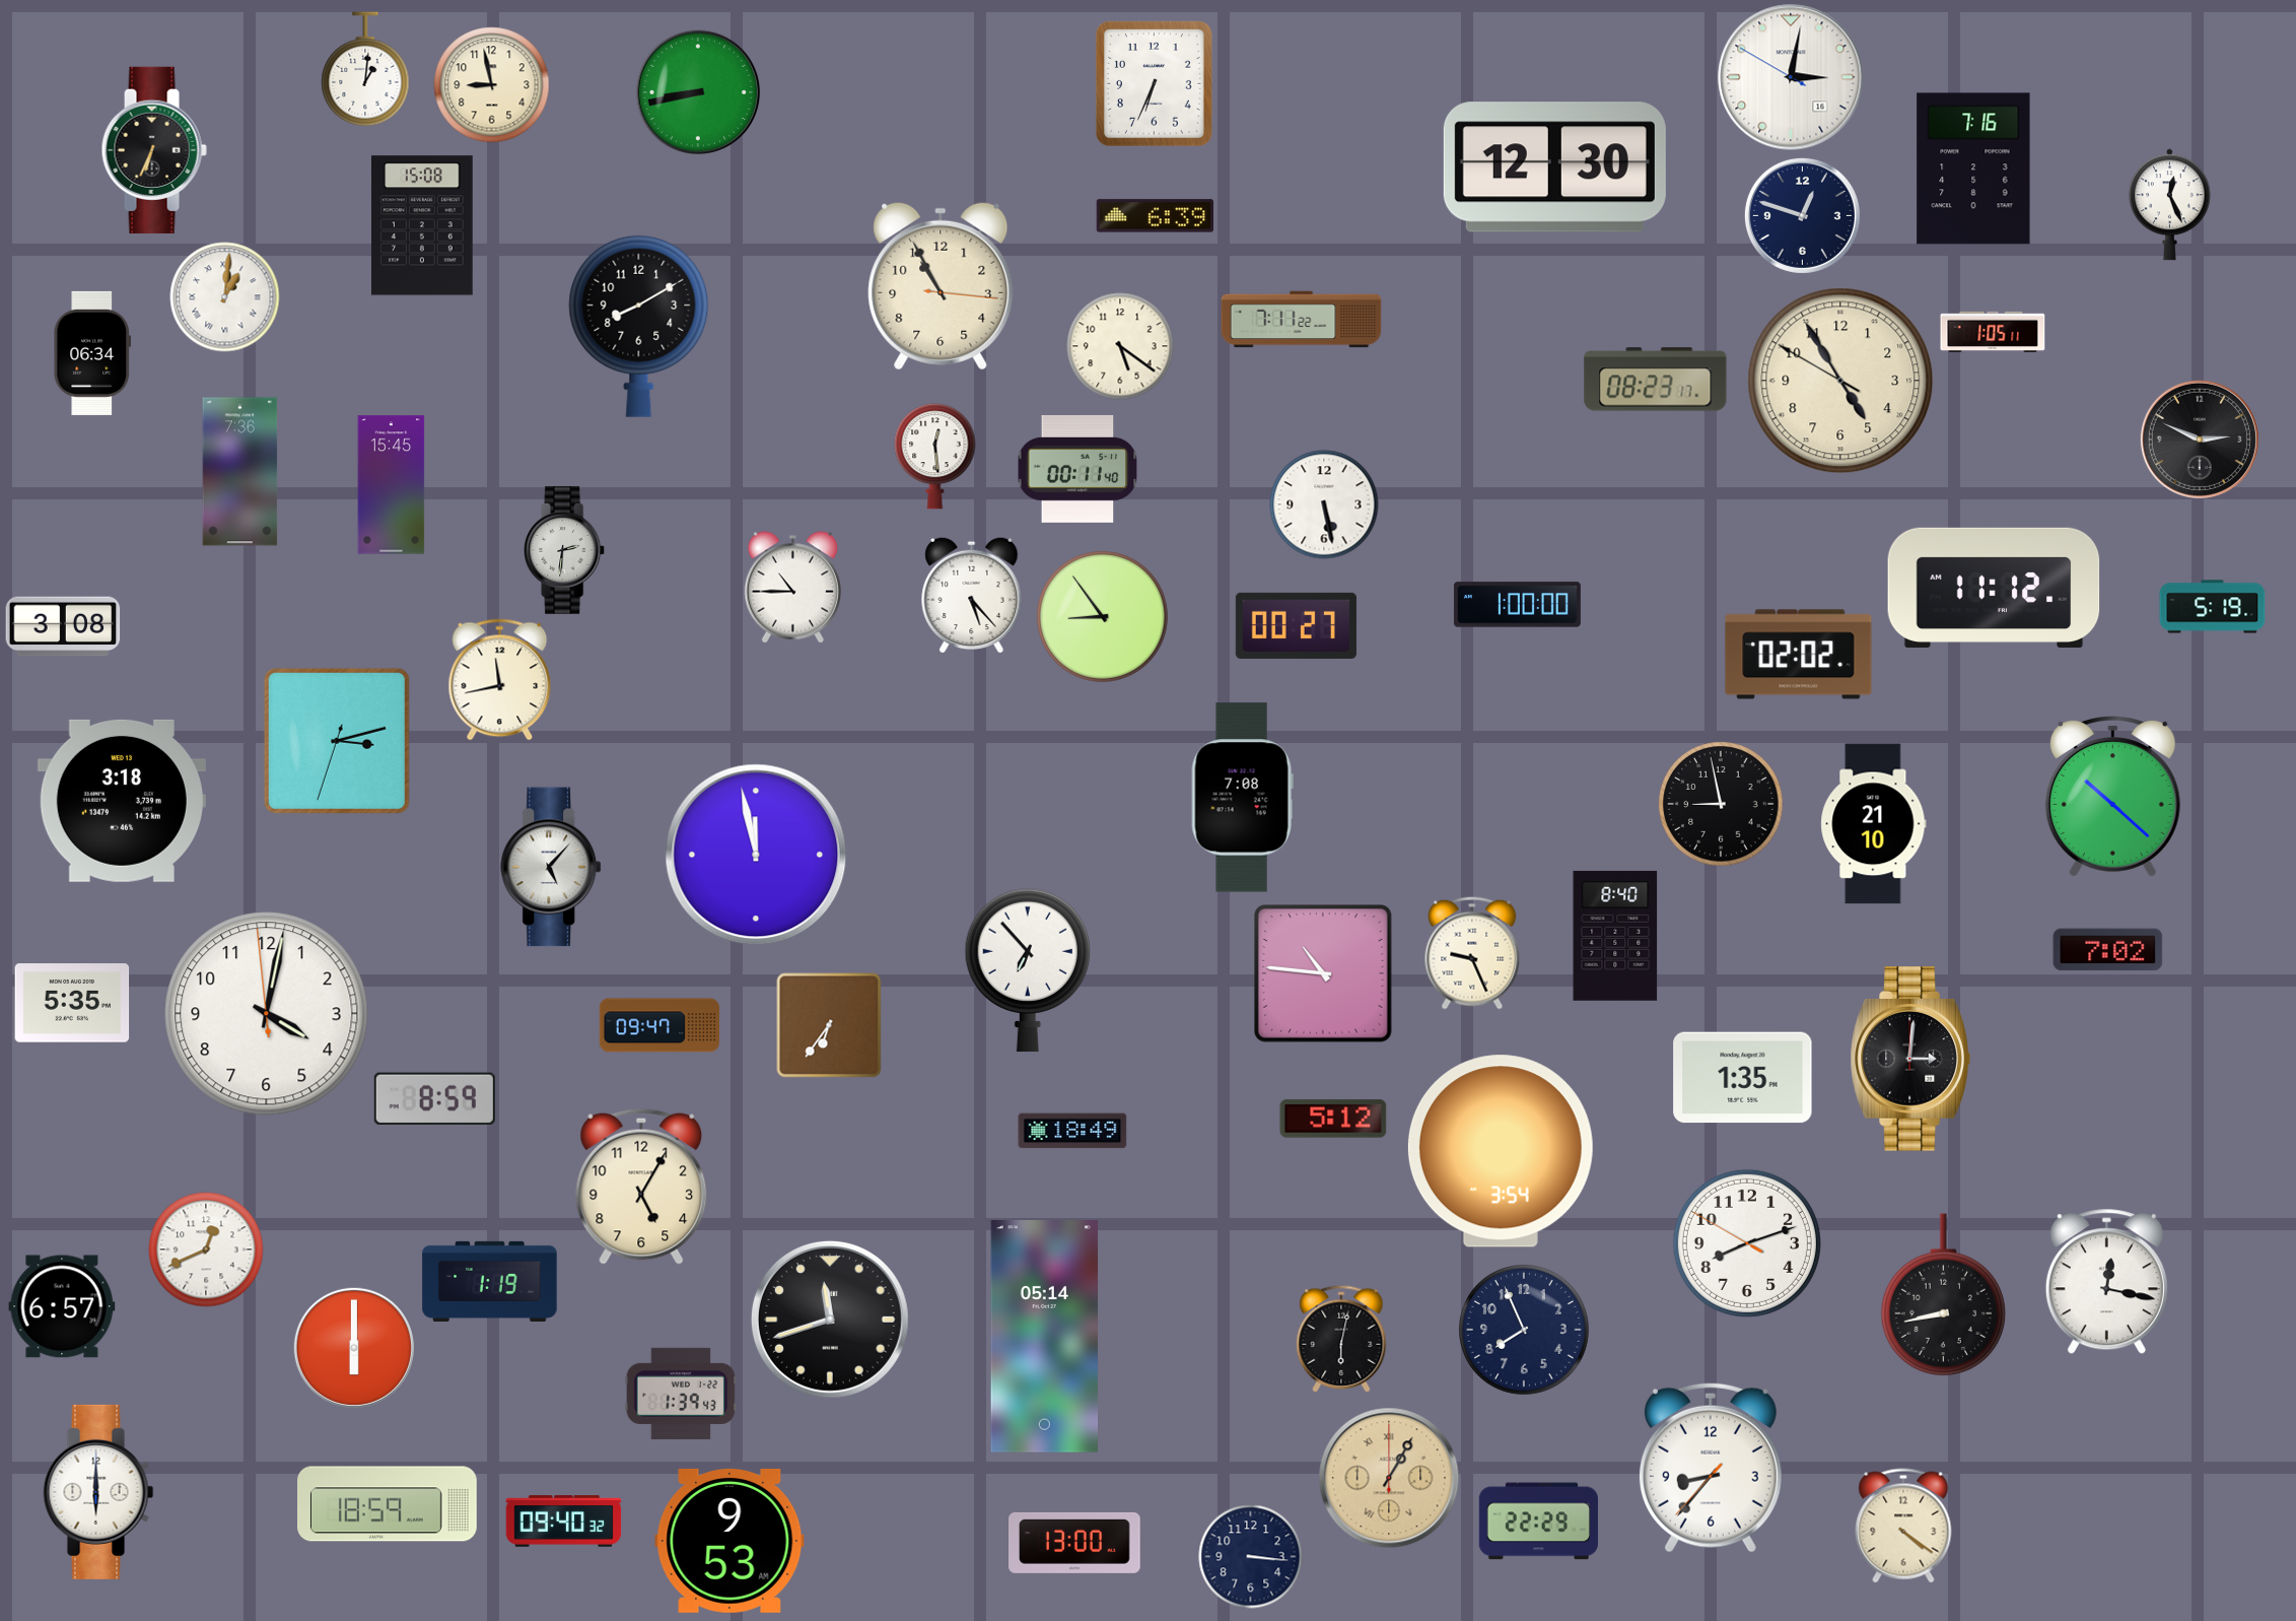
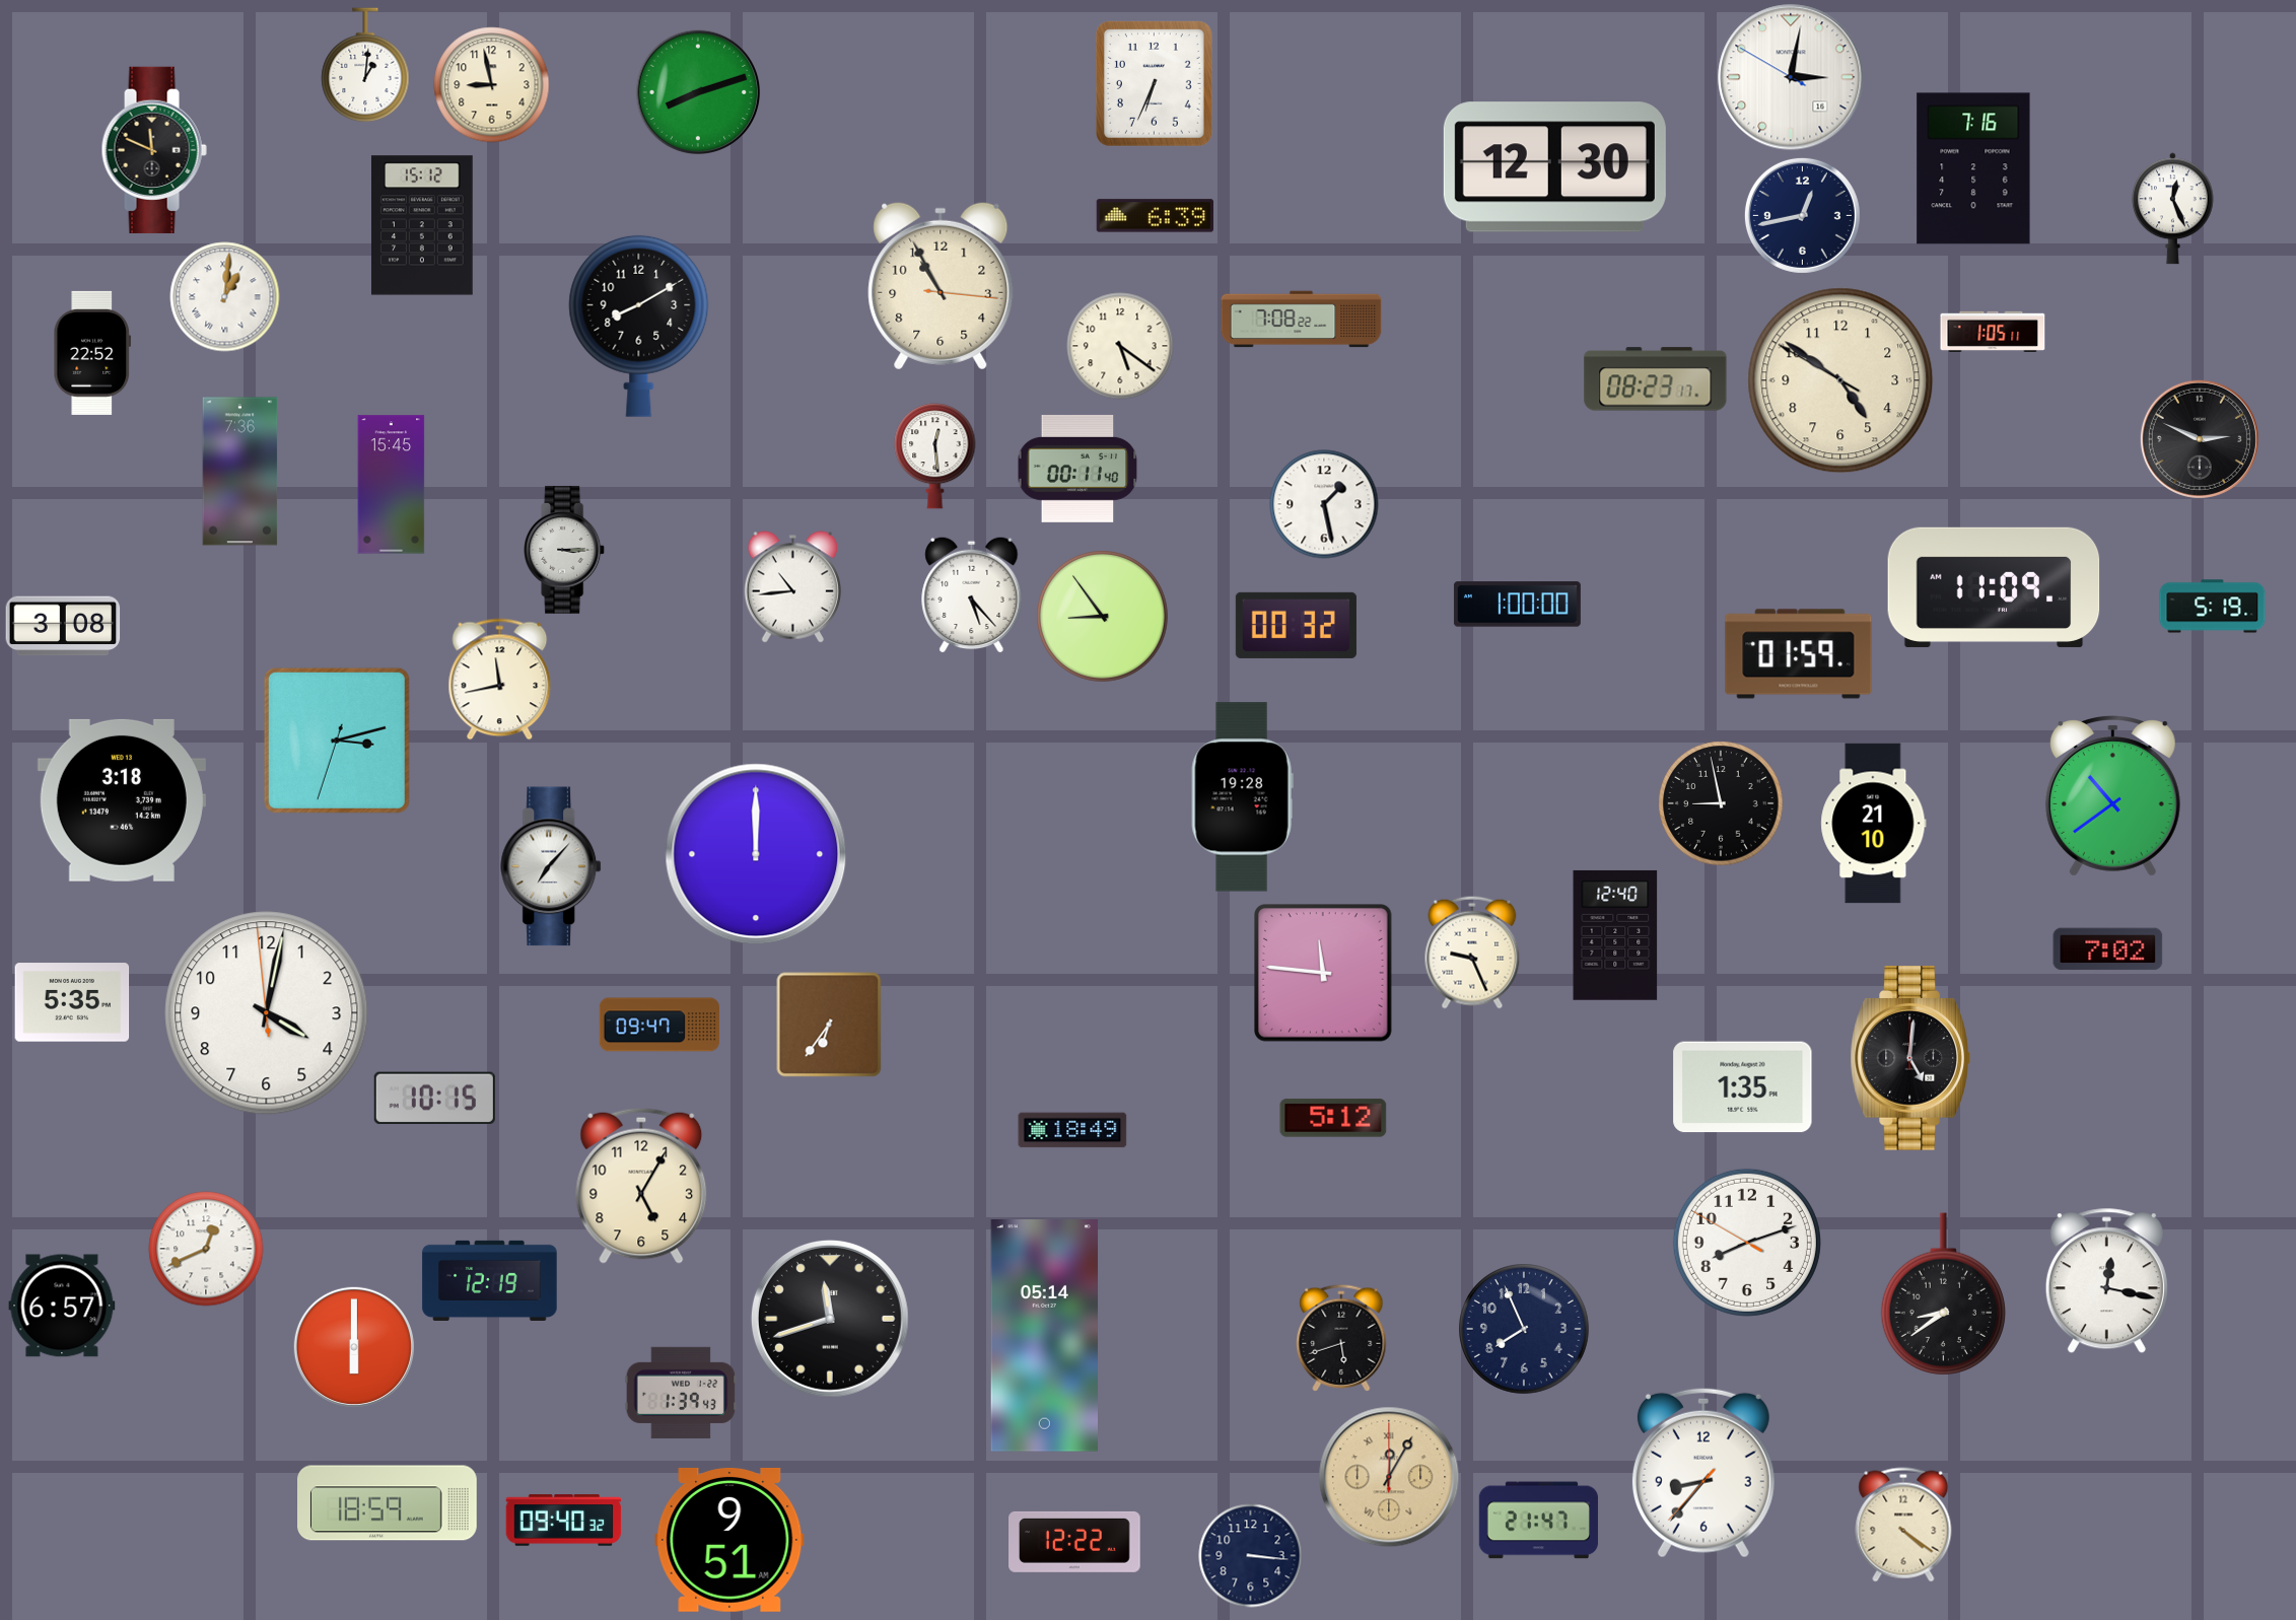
clock at (365, 69) position: (365, 69) -> (365, 65)
clock at (698, 92): 8:43 -> 8:12
clock at (154, 150): 6:34 -> 11:49
clock at (2169, 205) position: (2169, 205) -> (2172, 209)
clock at (1802, 215): 12:48 -> 12:43
clock at (423, 225): 15:08 -> 15:12
clock at (1302, 320): 7:11 -> 7:08
clock at (91, 353): 06:34 -> 22:52
clock at (1840, 381): 4:54 -> 4:50
clock at (1324, 504): 5:28 -> 1:28
clock at (565, 550): 2:31 -> 3:15
clock at (792, 588): 10:45 -> 10:44
clock at (1994, 588): 11:12 -> 11:09
clock at (1296, 625): 00:27 -> 00:32
clock at (1799, 655): 02:02 -> 01:59
clock at (2112, 797): 10:22 -> 10:39
clock at (1242, 798): 7:08 -> 19:28
clock at (756, 855): 11:58 -> 12:00
clock at (552, 867): 5:07 -> 7:07
clock at (1615, 936): 8:40 -> 12:40
clock at (1028, 970): 6:53 -> none
clock at (1324, 974): 10:46 -> 11:46
clock at (1910, 1059): 3:01 -> 5:01
clock at (1743, 1078) position: (1743, 1078) -> (1743, 1087)
clock at (434, 1098): 8:59 -> 10:15
clock at (1501, 1151): 3:54 -> none
clock at (490, 1281): 1:19 -> 12:19
clock at (1943, 1295): 8:43 -> 8:39
clock at (1341, 1339): 6:02 -> 5:42
clock at (1711, 1468) position: (1711, 1468) -> (1703, 1473)
clock at (1389, 1478): 1:05 -> 12:05
clock at (98, 1492): 6:00 -> none
clock at (1538, 1522): 22:29 -> 21:47
clock at (729, 1541): 9:53 -> 9:51
clock at (1074, 1543): 13:00 -> 12:22
